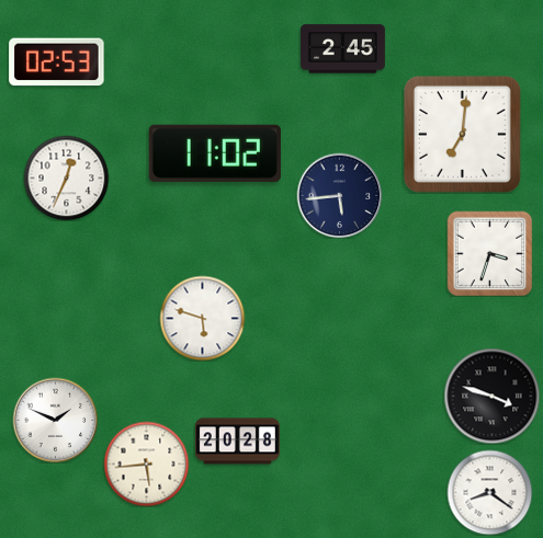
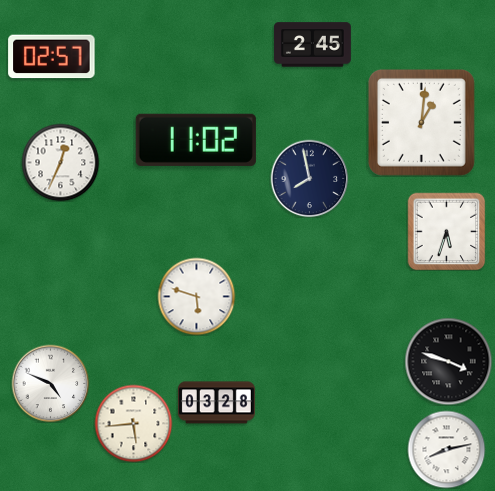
clock at (57, 62): 02:53 -> 02:57
clock at (462, 134): 7:01 -> 1:01
clock at (339, 195): 5:44 -> 7:58
clock at (489, 253): 3:33 -> 5:33
clock at (202, 318) position: (202, 318) -> (196, 296)
clock at (55, 420): 1:49 -> 4:49
clock at (237, 442): 20:28 -> 03:28
clock at (489, 492): 8:21 -> 8:13
